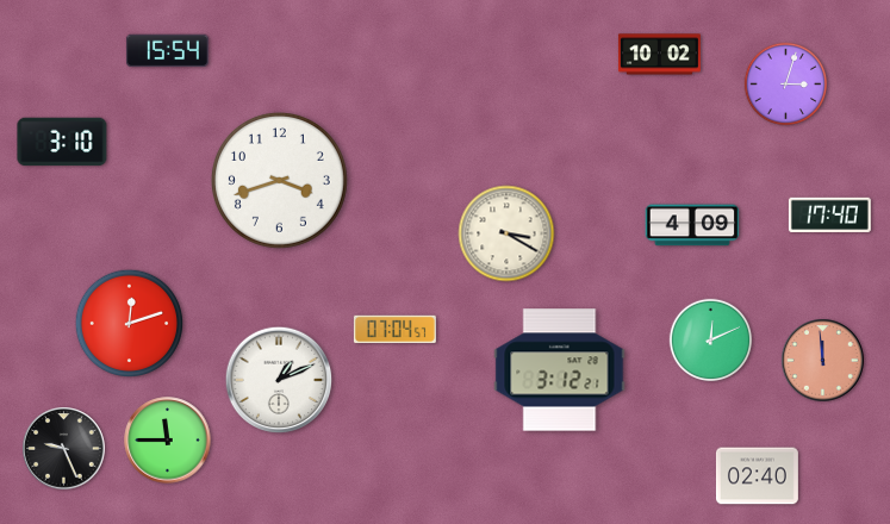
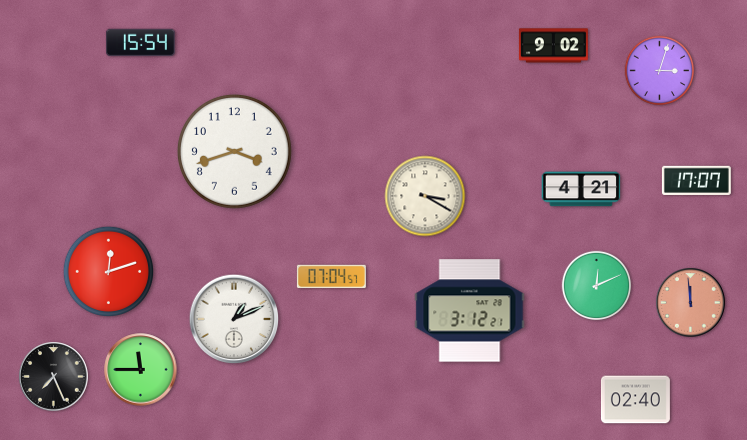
clock at (659, 55): 10:02 -> 9:02
clock at (62, 142): 3:10 -> none
clock at (829, 214): 17:40 -> 17:07
clock at (692, 225): 4:09 -> 4:21
clock at (64, 449): 9:26 -> 7:26
